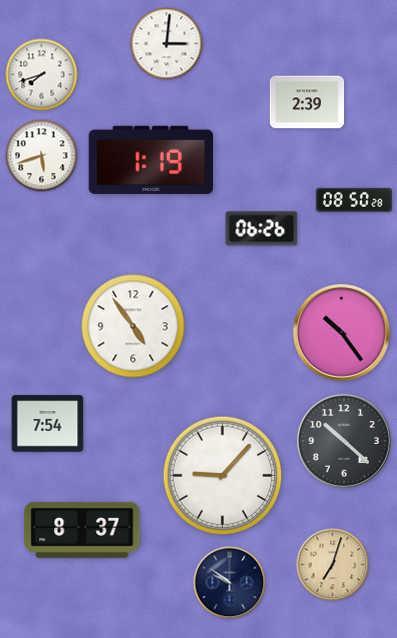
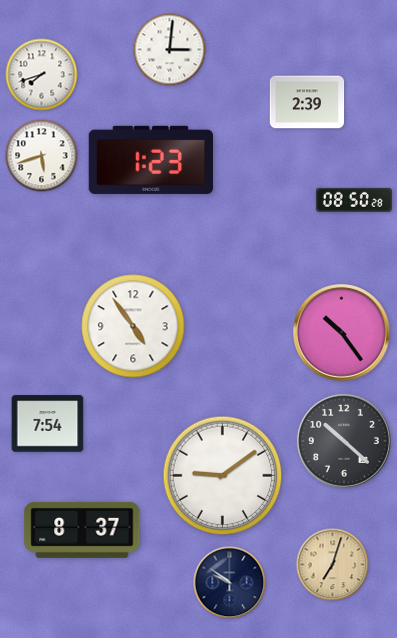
clock at (167, 44) position: (167, 44) -> (170, 50)
clock at (150, 160): 1:19 -> 1:23
clock at (262, 229): 06:26 -> none
clock at (223, 476): 9:07 -> 9:09
